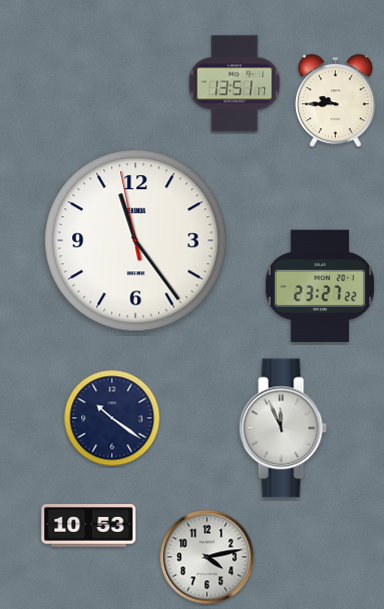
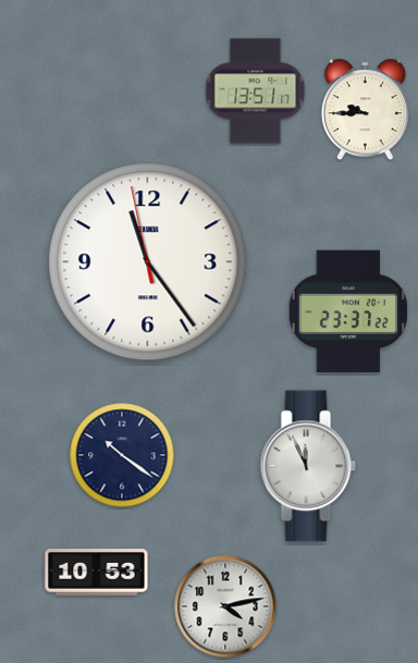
clock at (320, 286): 23:27 -> 23:37
